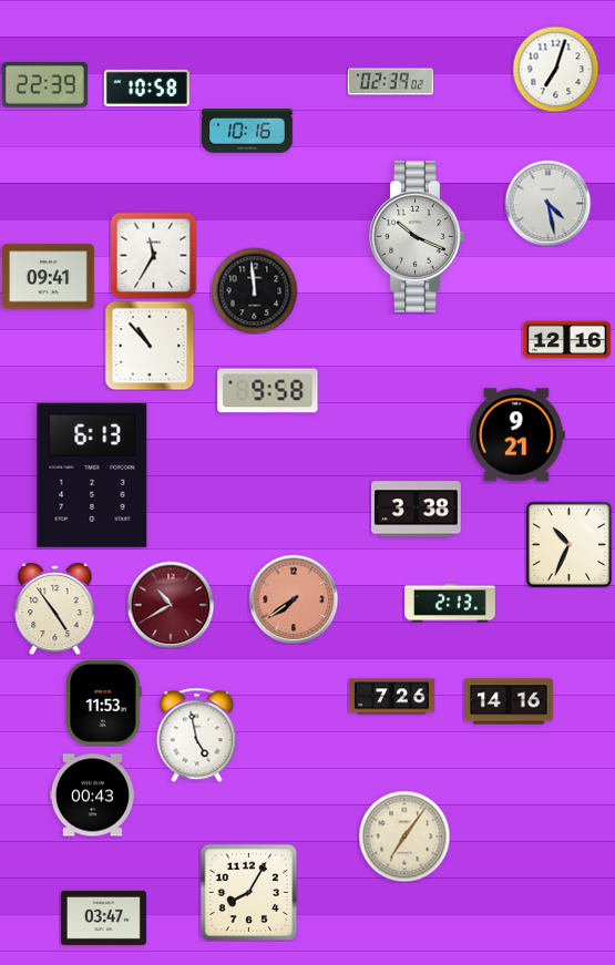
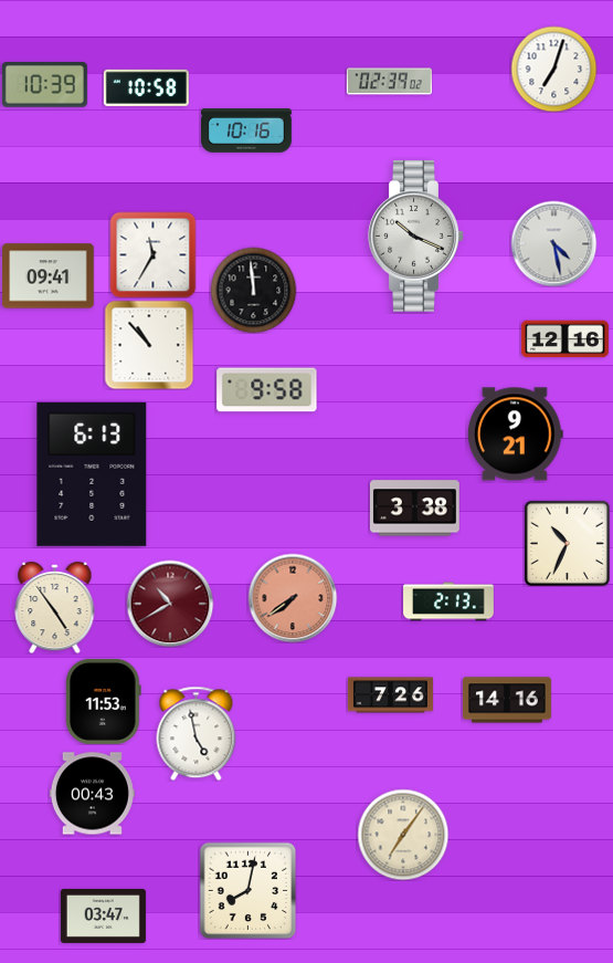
clock at (44, 85): 22:39 -> 10:39
clock at (547, 203) position: (547, 203) -> (553, 243)
clock at (248, 892): 8:05 -> 8:02
